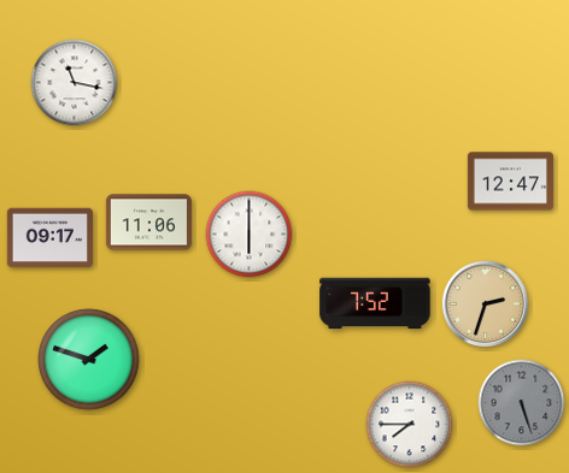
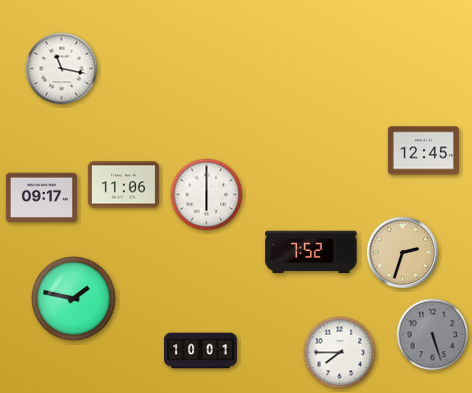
clock at (510, 182): 12:47 -> 12:45
clock at (89, 360): 1:48 -> 1:47
clock at (201, 351): none -> 10:01
